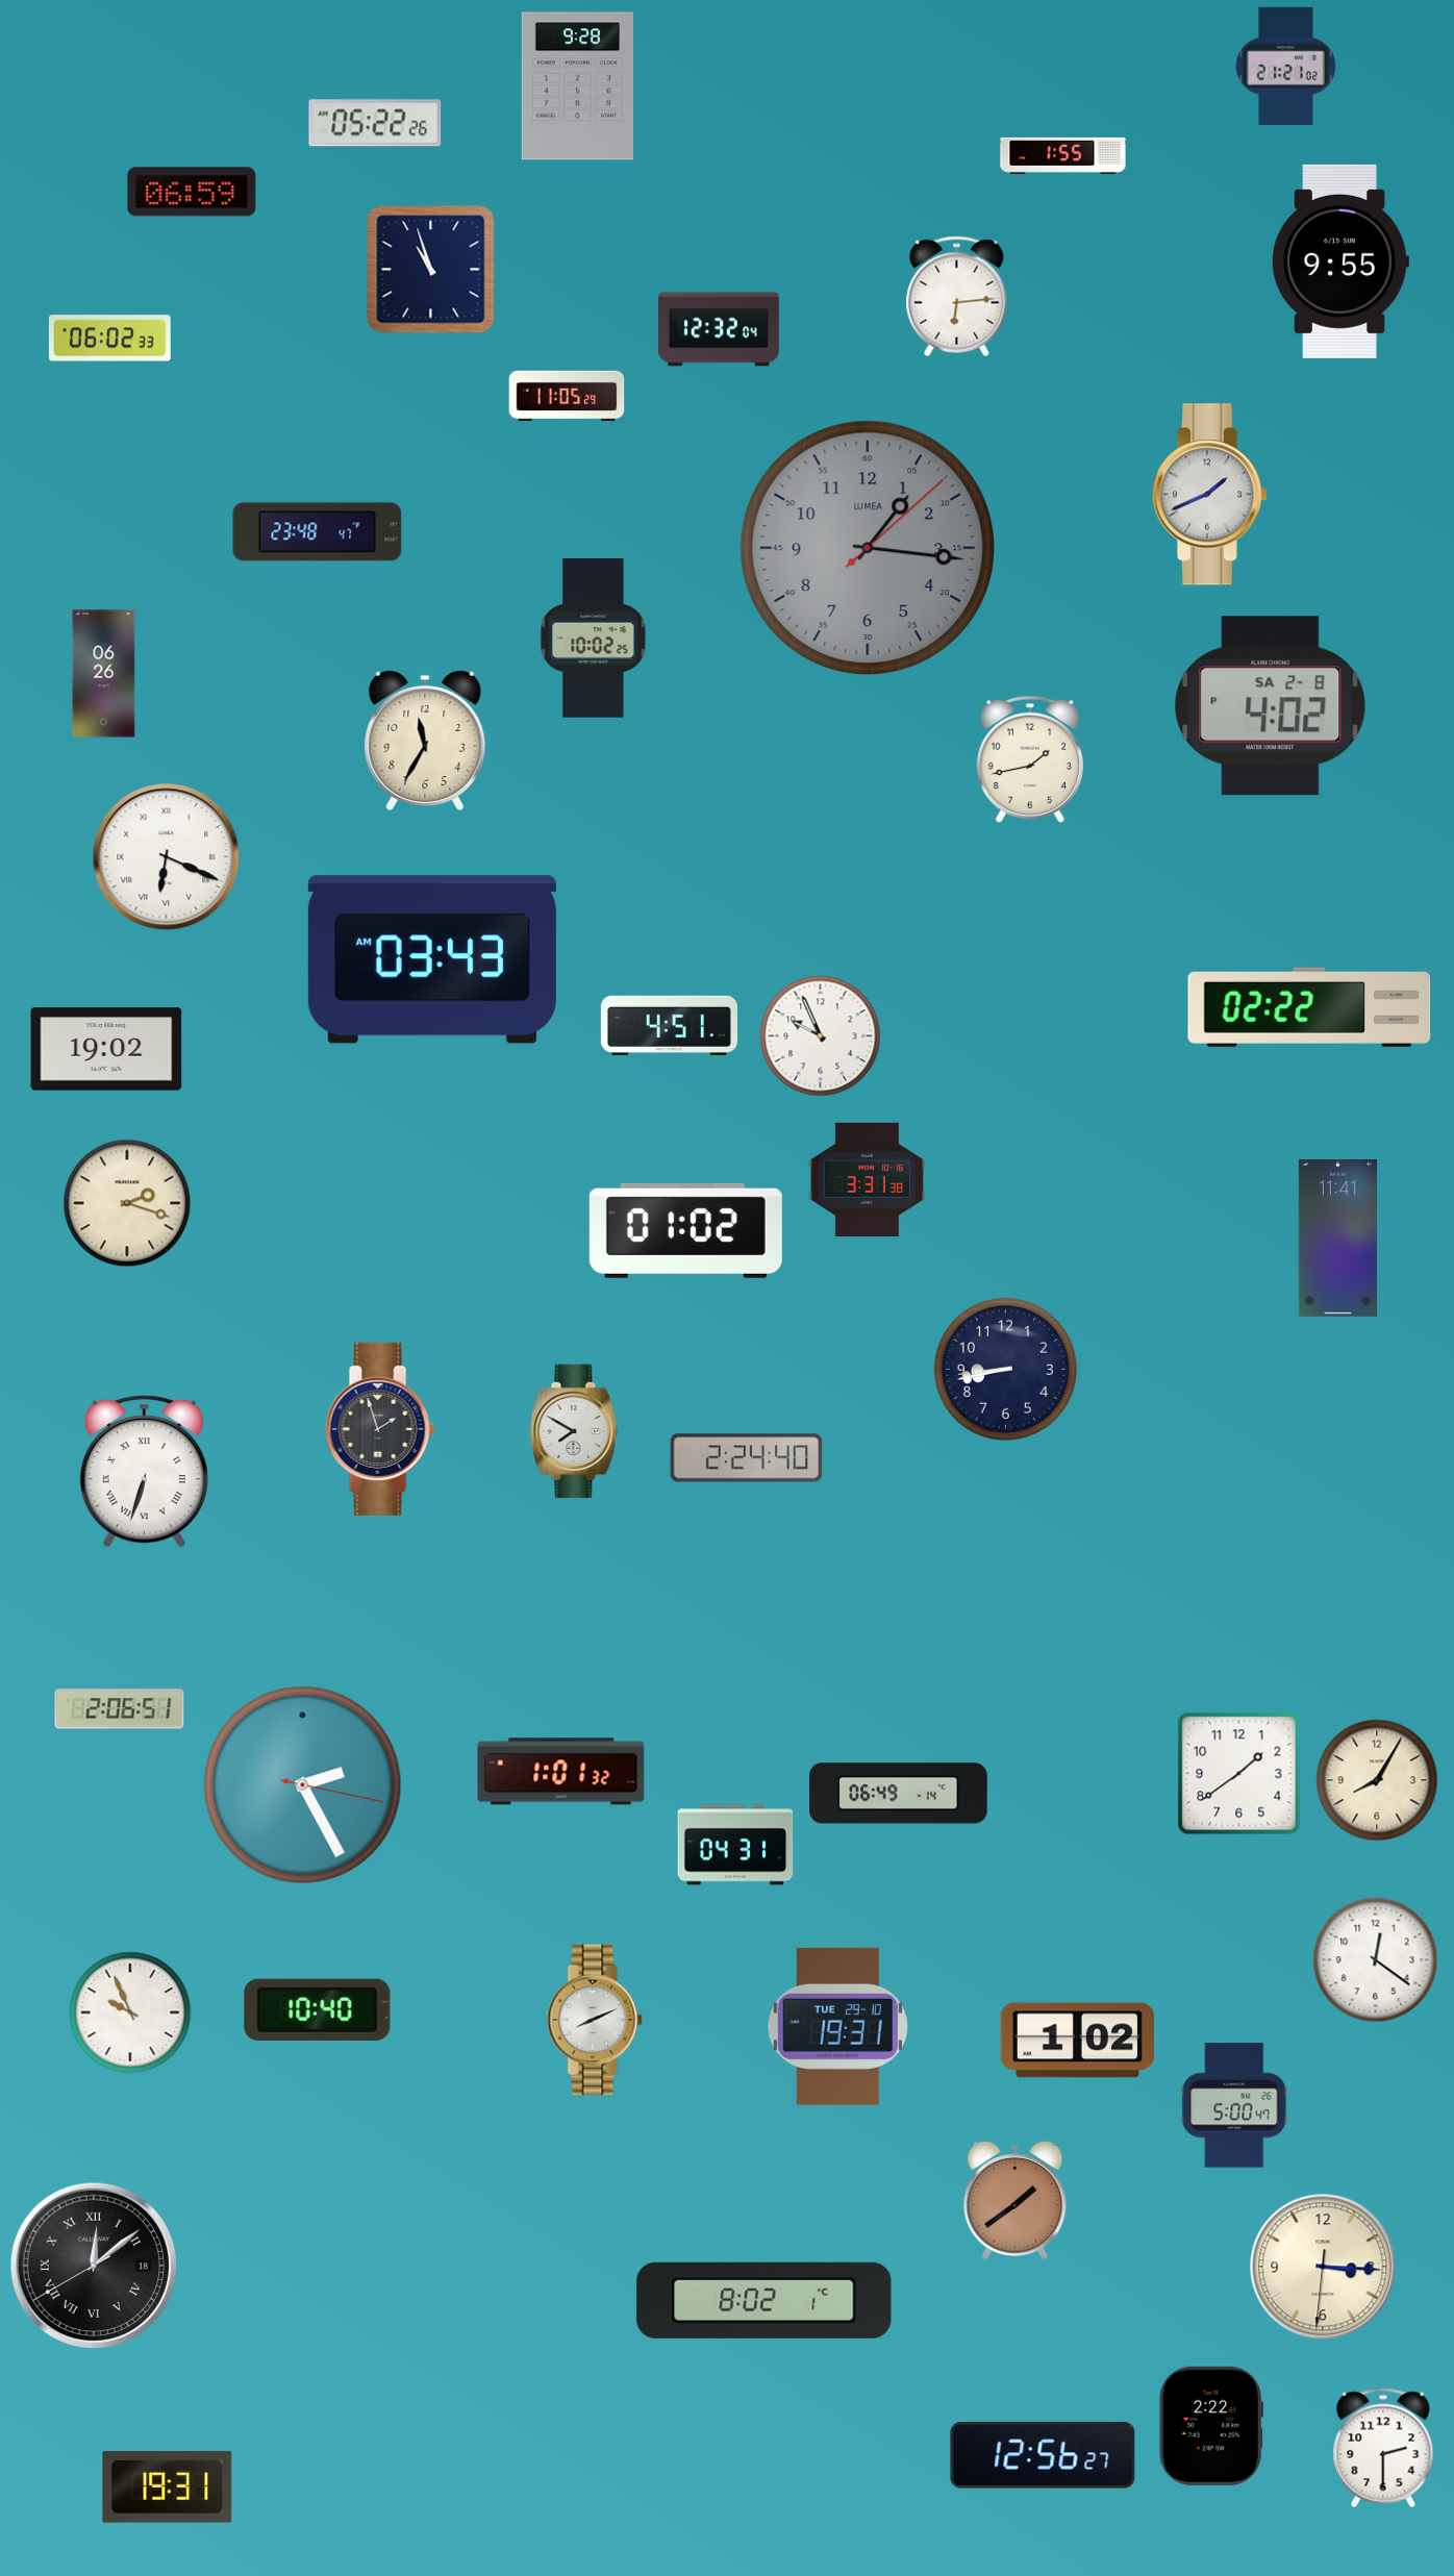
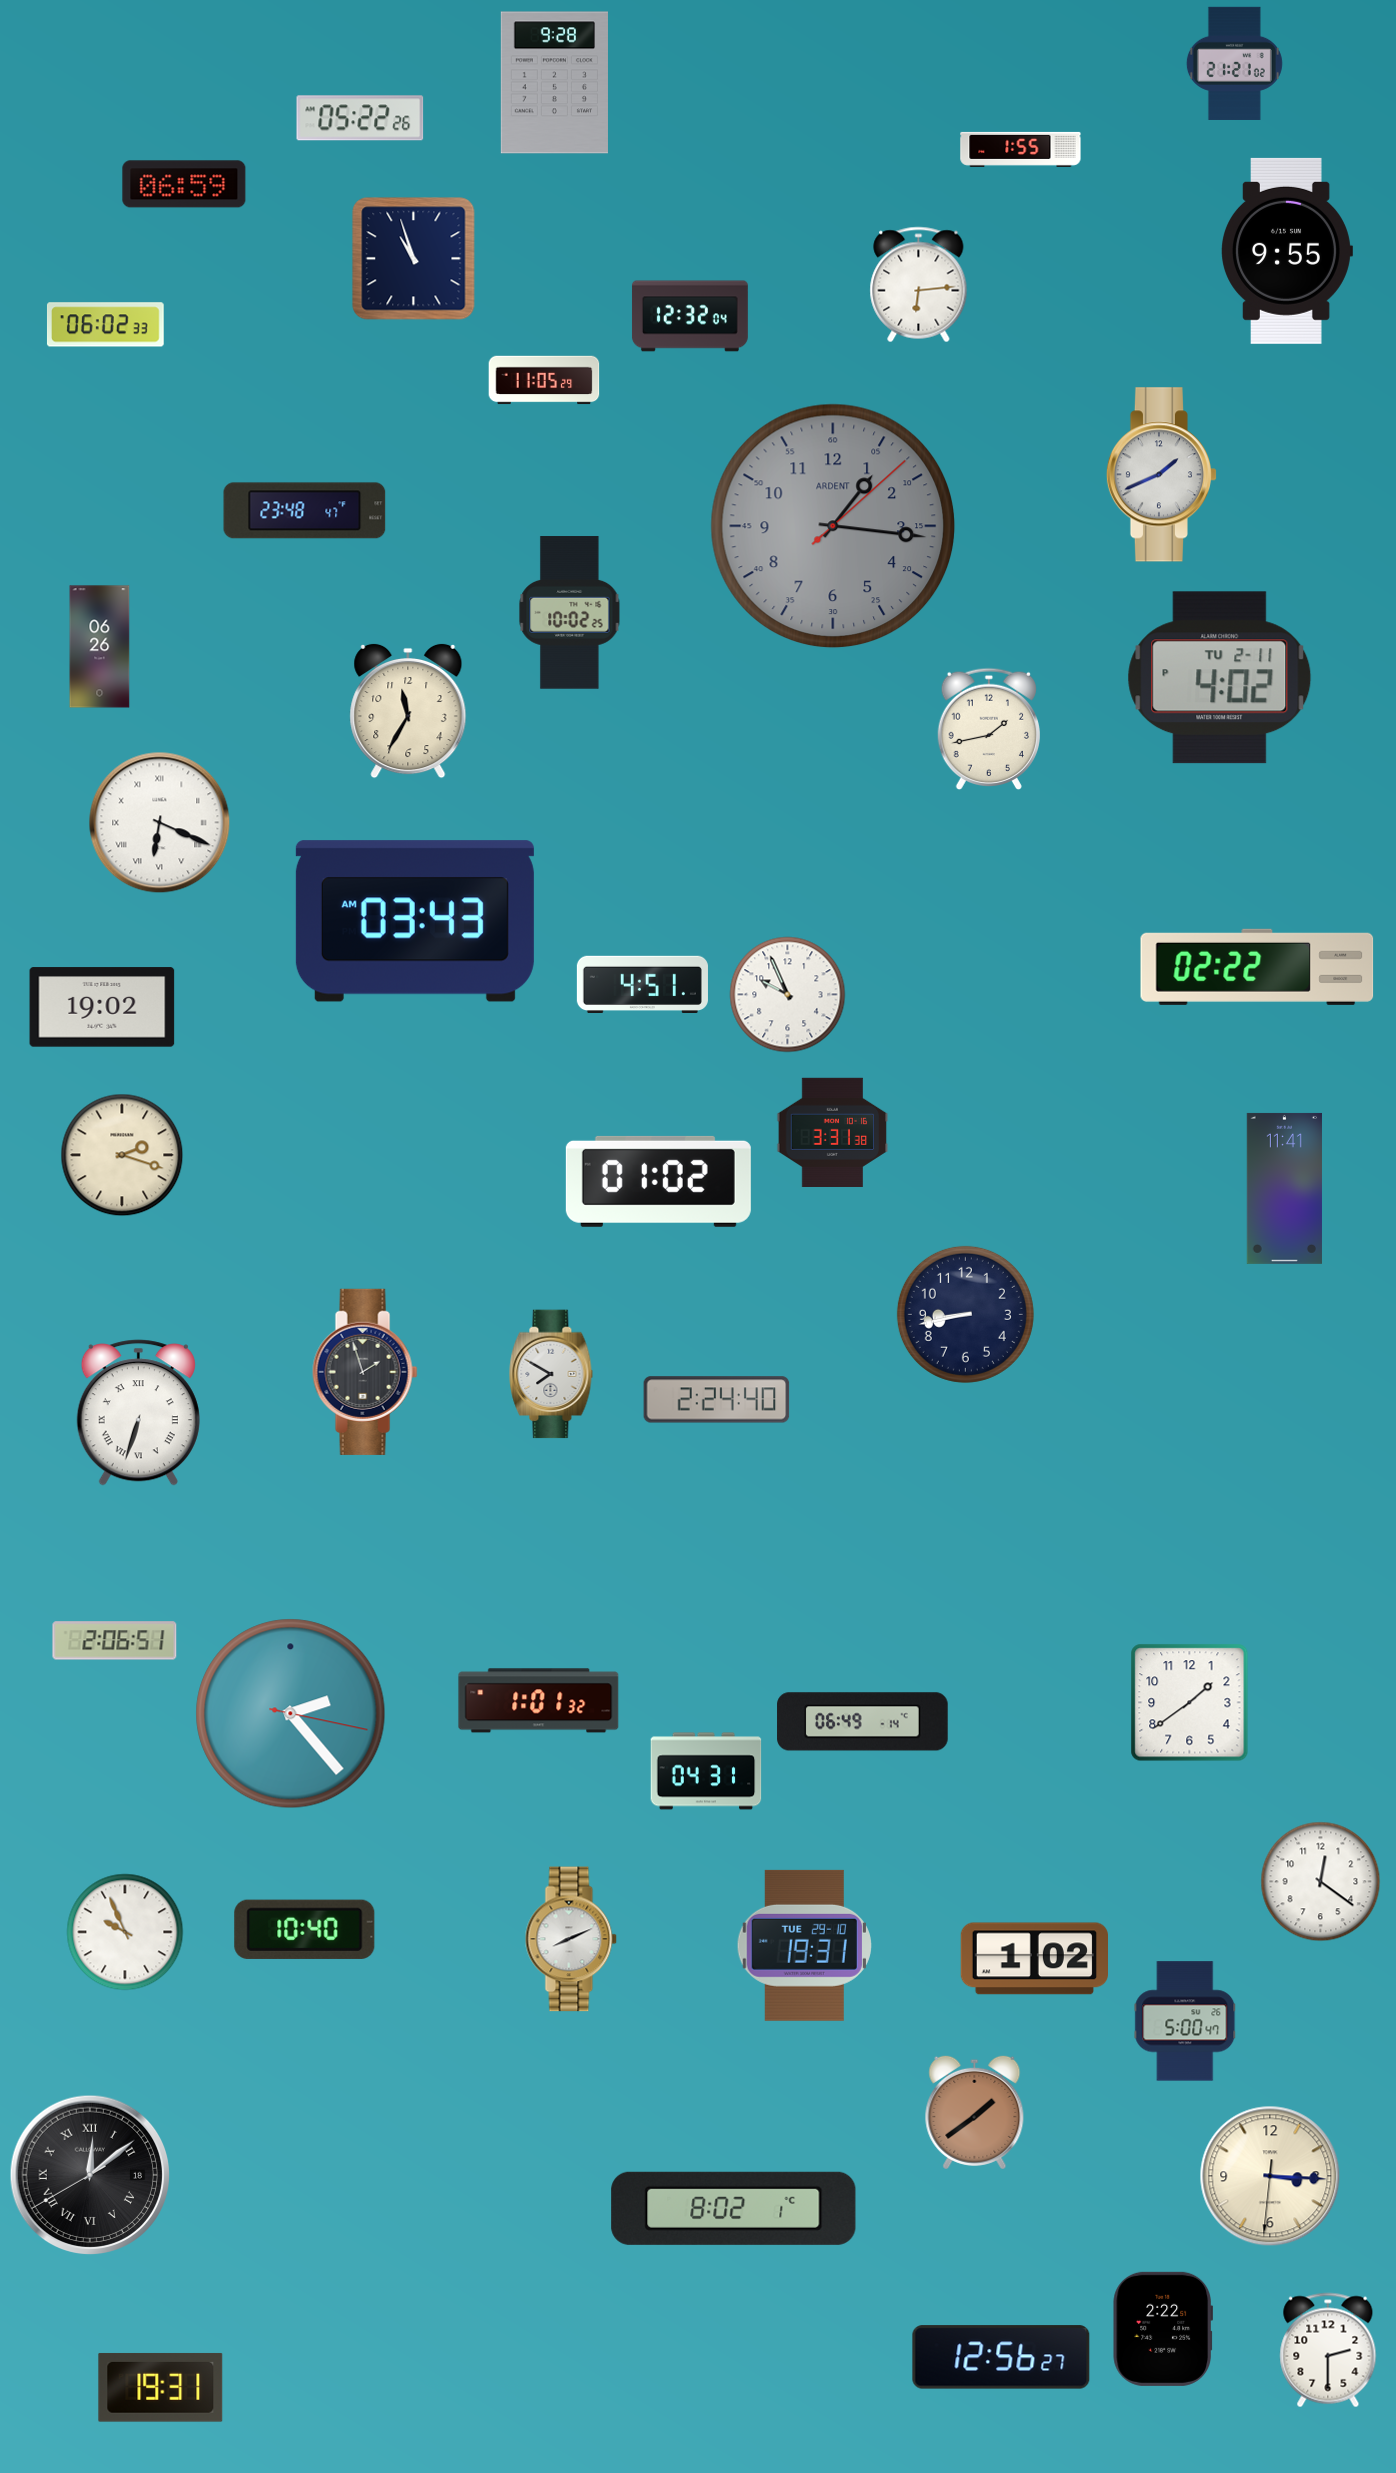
clock at (868, 548) brand: LUMEA -> ARDENT
clock at (1271, 706) date: SA 2-8 -> TU 2-11
clock at (1377, 1780): 8:05 -> none
clock at (303, 1785): 2:25 -> 2:23
